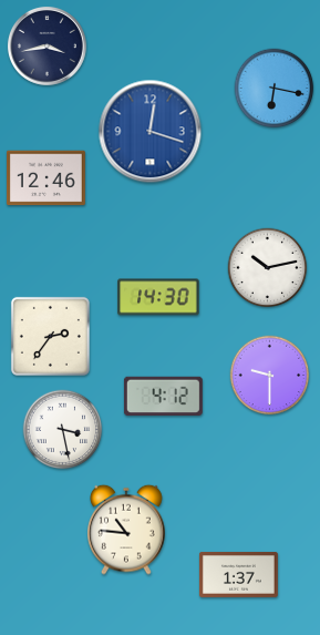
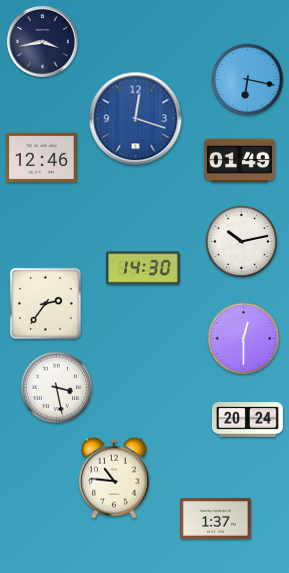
clock at (45, 178) position: (45, 178) -> (41, 158)
clock at (239, 161): none -> 01:49
clock at (270, 376): 9:30 -> 12:30
clock at (163, 396): 4:12 -> none
clock at (247, 420): none -> 20:24
